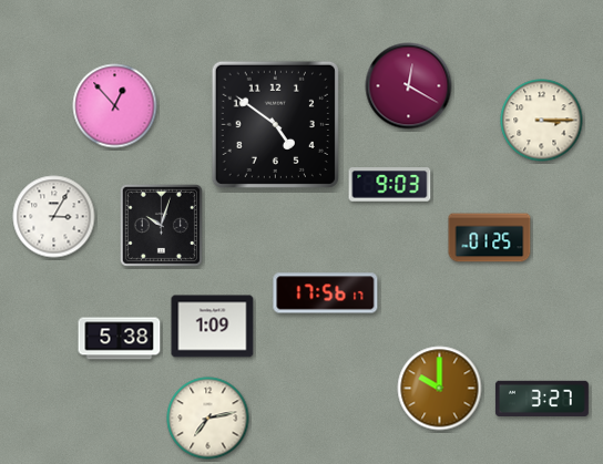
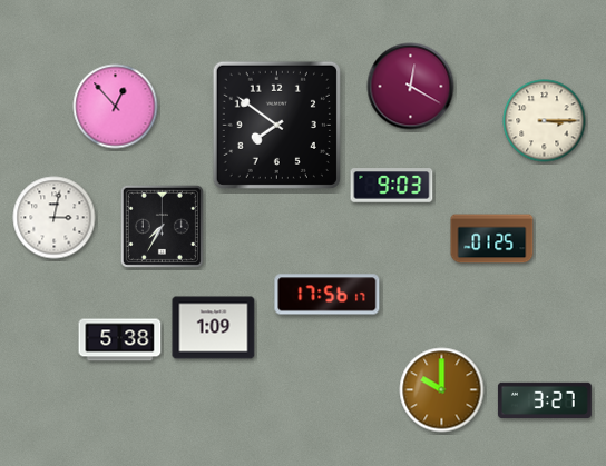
clock at (275, 124): 4:51 -> 7:51
clock at (54, 217): 3:05 -> 3:02
clock at (161, 225): 10:03 -> 7:35
clock at (208, 419): 7:13 -> none
